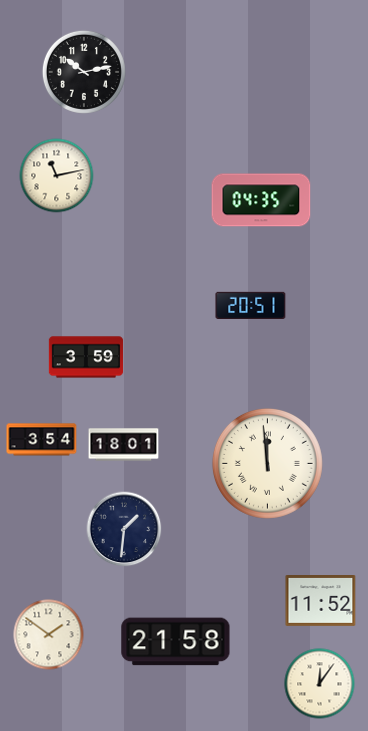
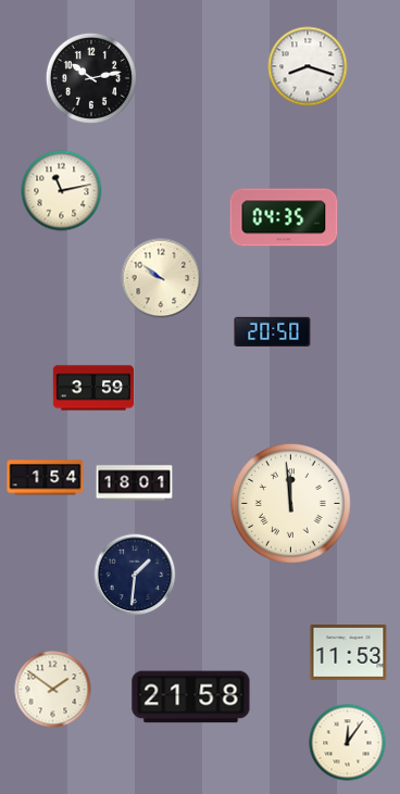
clock at (308, 66): none -> 8:18
clock at (161, 278): none -> 9:51
clock at (251, 305): 20:51 -> 20:50
clock at (42, 440): 3:54 -> 1:54
clock at (321, 601): 11:52 -> 11:53
